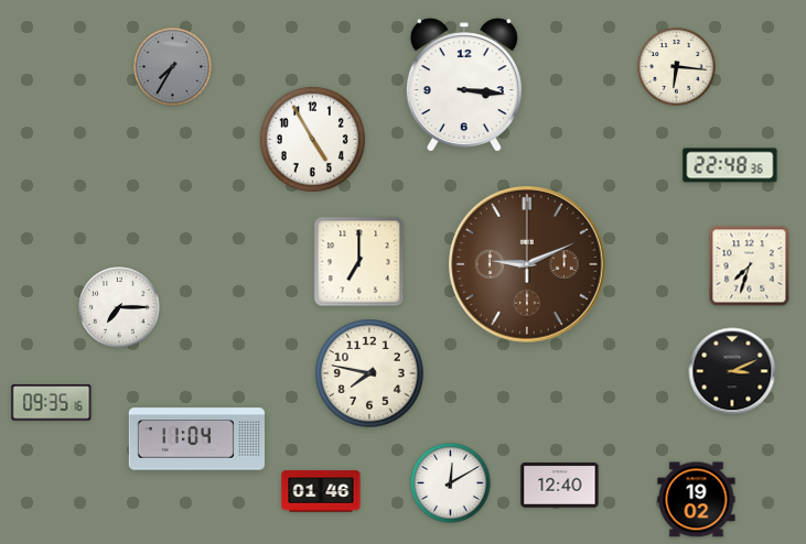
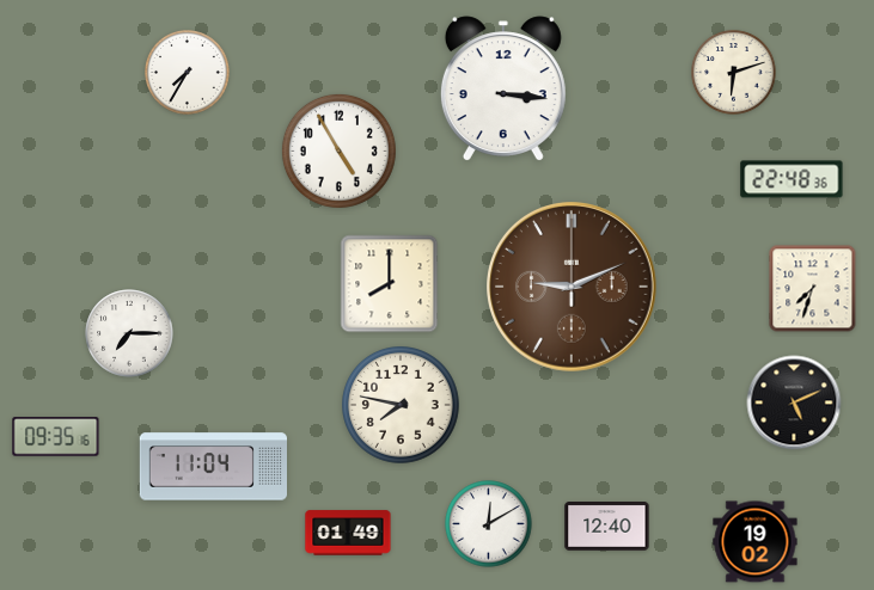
clock at (173, 67) dial: grey -> white
clock at (677, 67): 6:16 -> 6:12
clock at (464, 85) position: (464, 85) -> (503, 88)
clock at (359, 262): 7:00 -> 8:00
clock at (732, 371): 3:11 -> 5:11
clock at (196, 439) position: (196, 439) -> (213, 467)
clock at (321, 491): 01:46 -> 01:49
